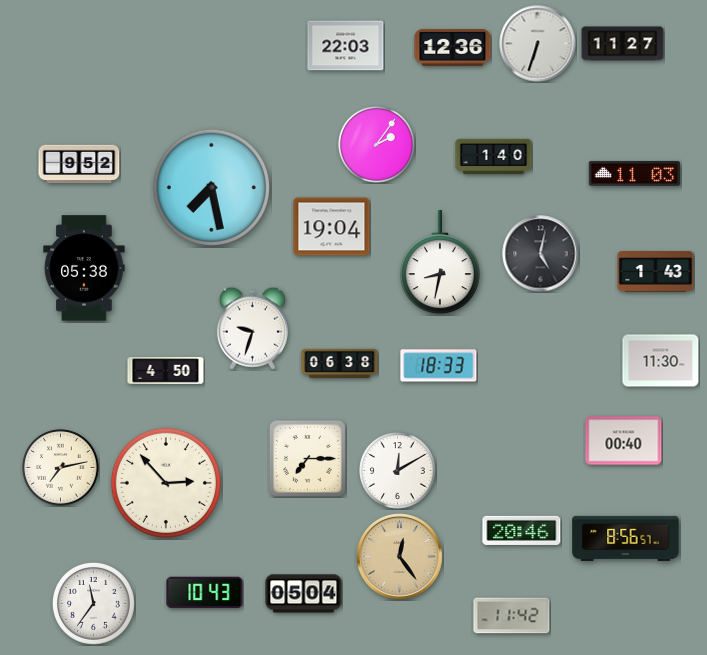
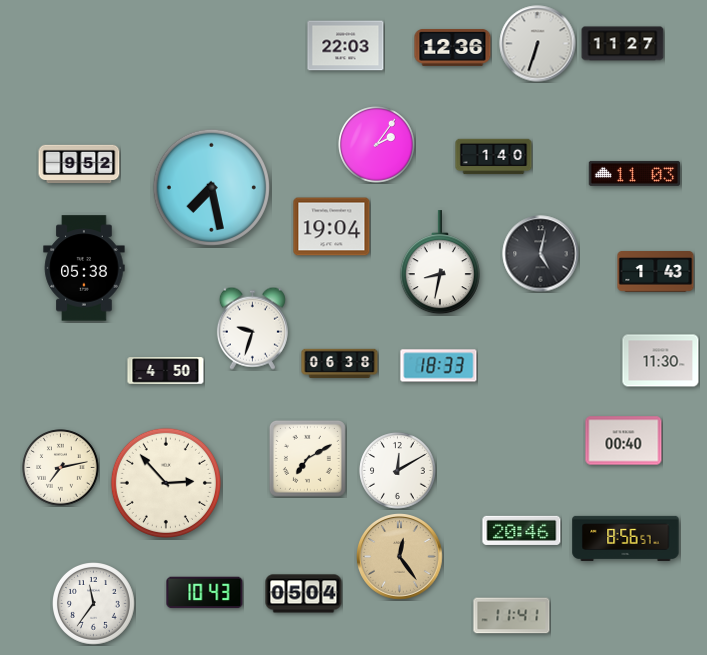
clock at (307, 458): 7:15 -> 7:10
clock at (512, 616): 11:42 -> 11:41
